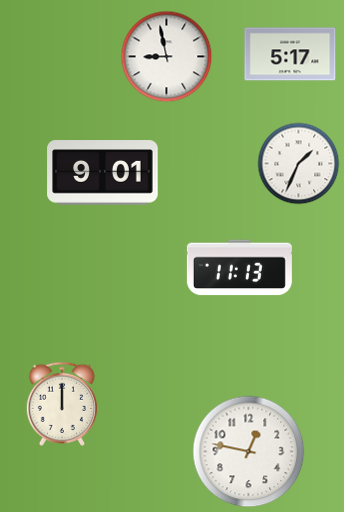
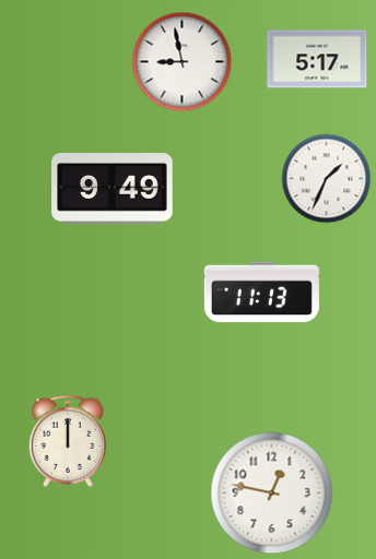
clock at (103, 173): 9:01 -> 9:49
